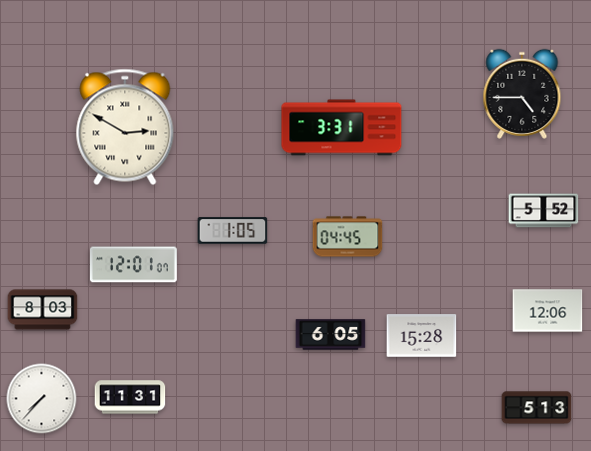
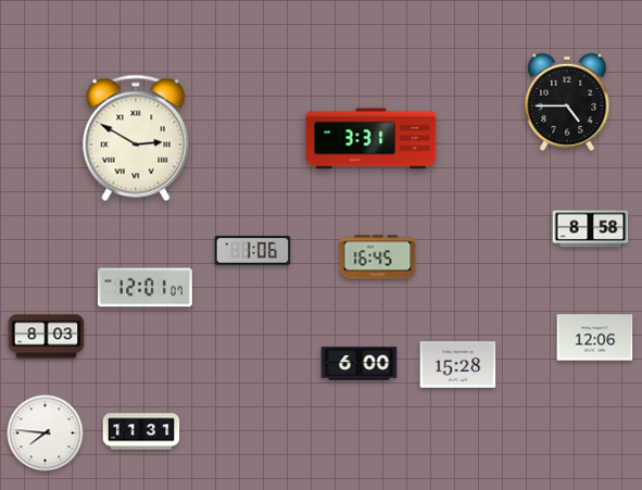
clock at (544, 211): 5:52 -> 8:58
clock at (233, 231): 1:05 -> 1:06
clock at (348, 237): 04:45 -> 16:45
clock at (331, 335): 6:05 -> 6:00
clock at (42, 399): 7:37 -> 7:46
clock at (537, 408): 5:13 -> none
